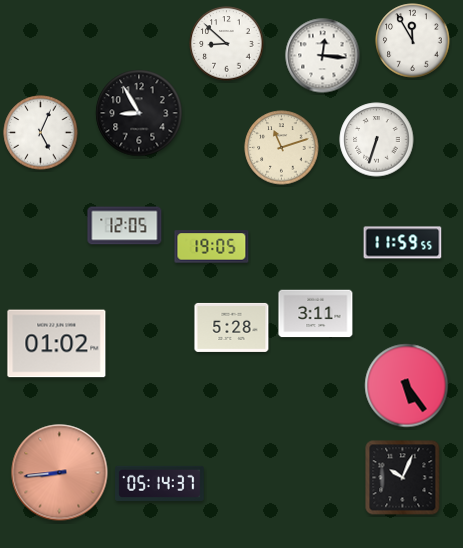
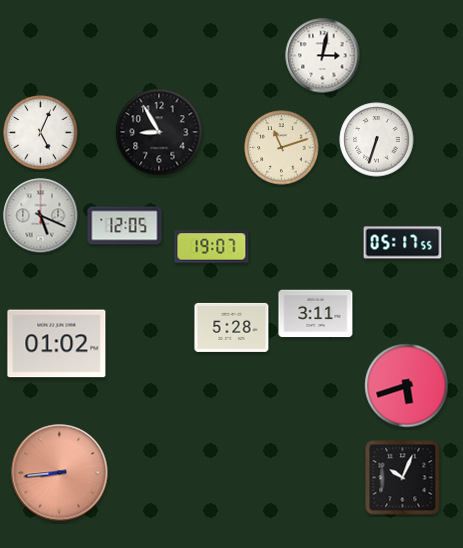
clock at (413, 41): 11:55 -> none
clock at (227, 44): 8:52 -> none
clock at (323, 56): 12:16 -> 3:02
clock at (139, 113) position: (139, 113) -> (159, 132)
clock at (41, 216): none -> 5:19
clock at (403, 243): 11:59 -> 05:17
clock at (212, 247): 19:05 -> 19:07
clock at (407, 386): 5:24 -> 5:42
clock at (160, 483): 05:14 -> none
